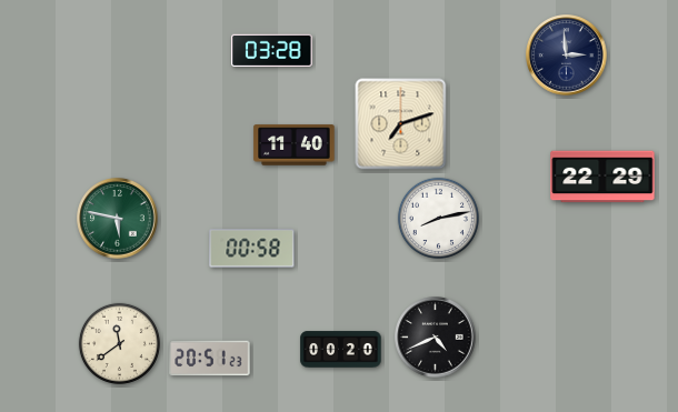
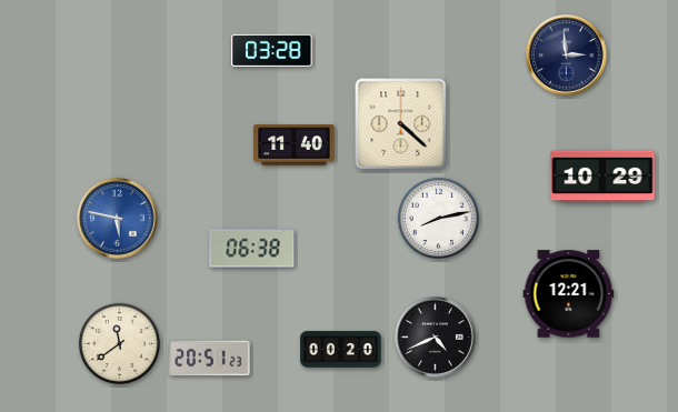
clock at (401, 124): 7:12 -> 4:22
clock at (602, 177): 22:29 -> 10:29
clock at (118, 219) dial: green -> blue
clock at (252, 249): 00:58 -> 06:38
clock at (569, 294): none -> 12:21
